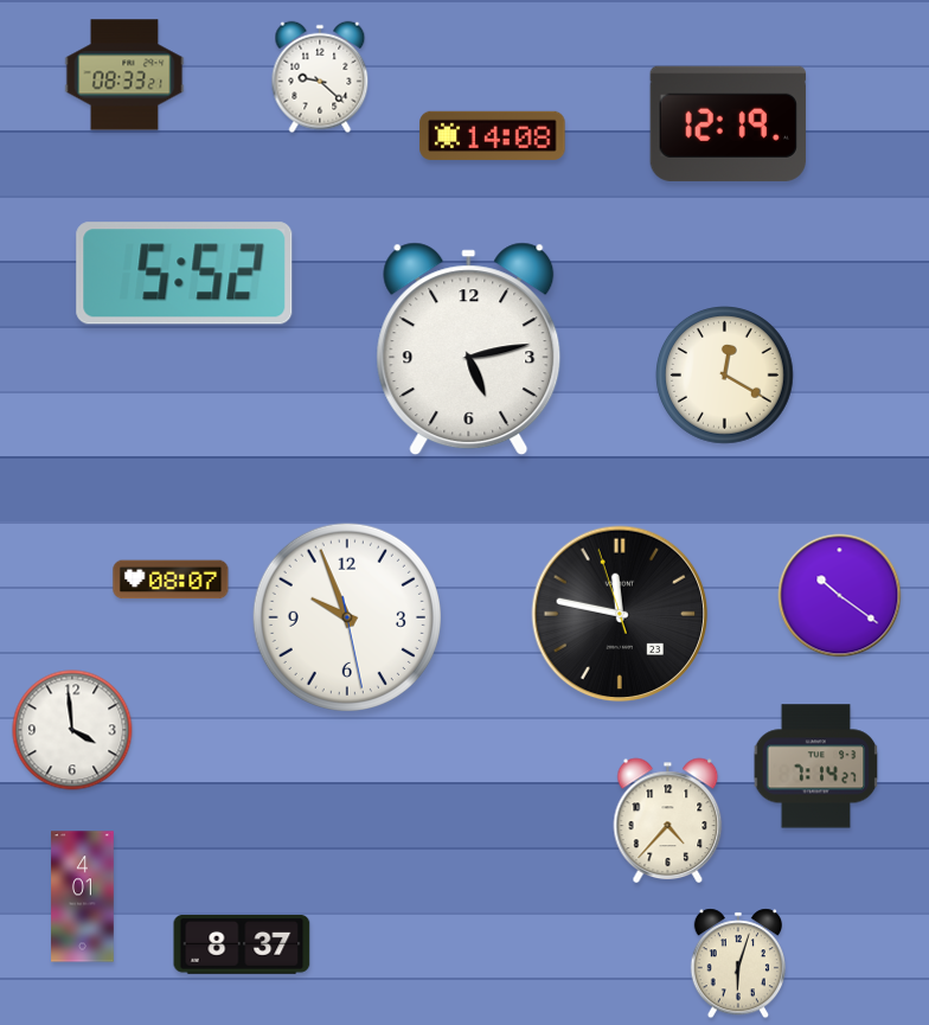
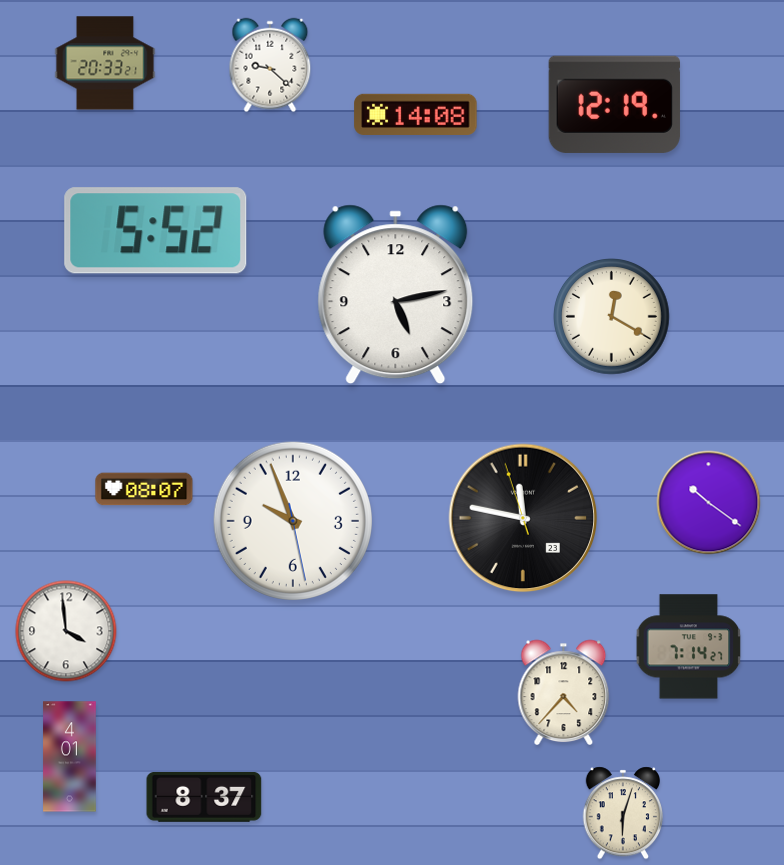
clock at (124, 75): 08:33 -> 20:33
clock at (72, 730) position: (72, 730) -> (66, 631)
